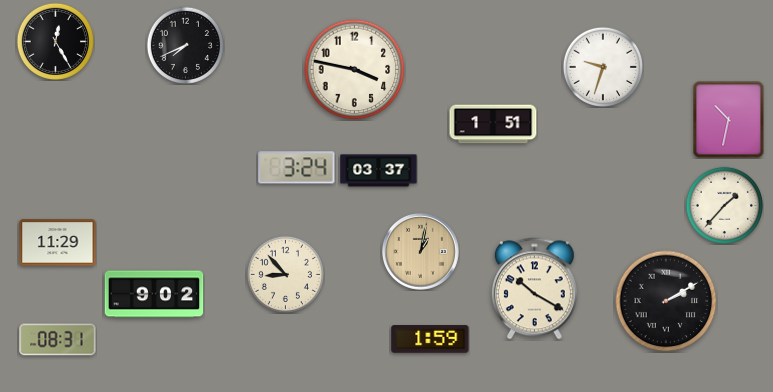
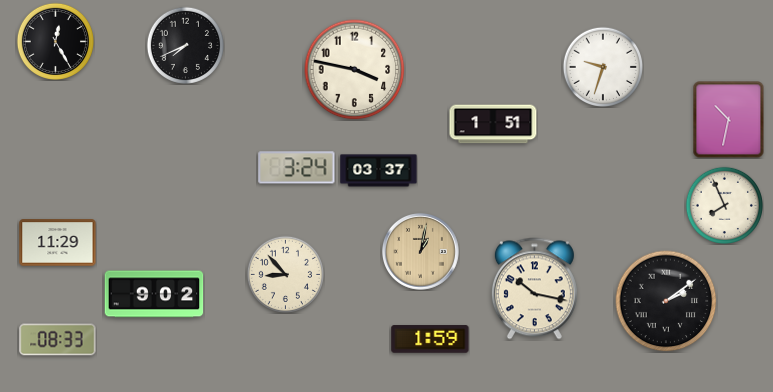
clock at (724, 205): 1:37 -> 7:56
clock at (534, 289): 10:20 -> 10:17
clock at (666, 301): 2:10 -> 2:09
clock at (58, 340): 08:31 -> 08:33
